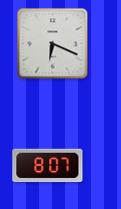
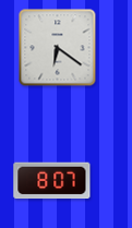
clock at (53, 44): 6:19 -> 6:21
